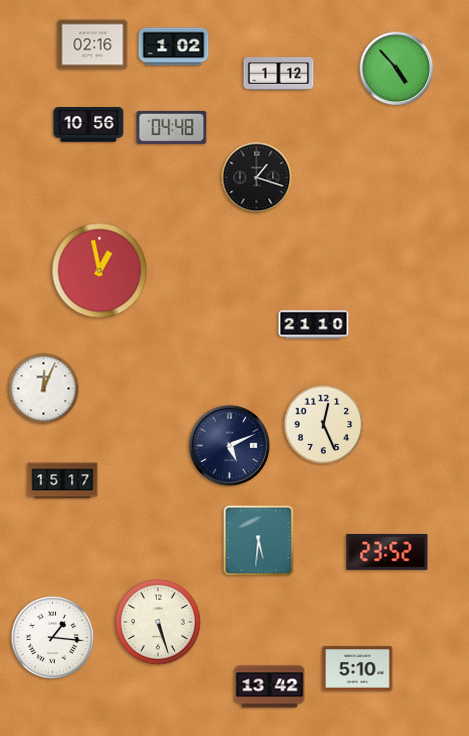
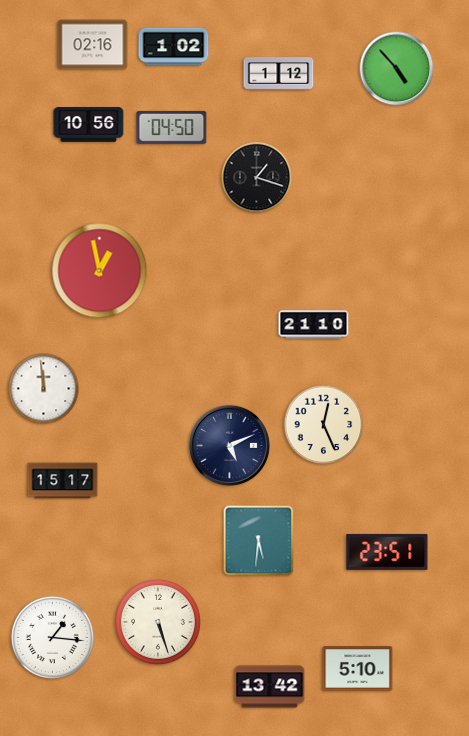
clock at (172, 127): 04:48 -> 04:50
clock at (44, 389): 12:04 -> 11:59
clock at (387, 552): 23:52 -> 23:51
